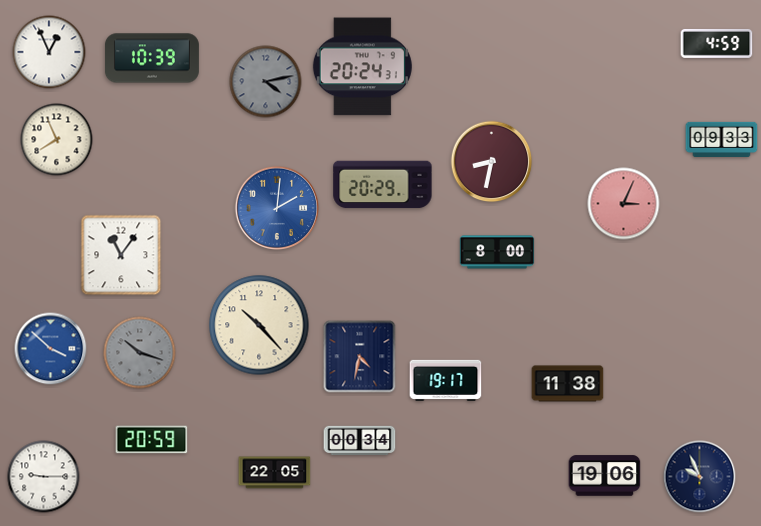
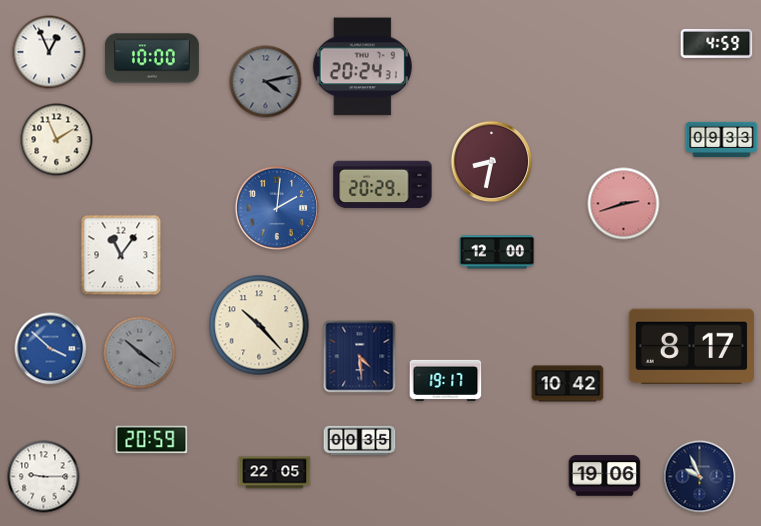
clock at (152, 58): 10:39 -> 10:00
clock at (57, 140): 7:56 -> 1:56
clock at (624, 204): 3:04 -> 2:42
clock at (497, 252): 8:00 -> 12:00
clock at (691, 347): none -> 8:17
clock at (140, 353): 10:18 -> 10:21
clock at (360, 357): 4:32 -> 4:29
clock at (568, 384): 11:38 -> 10:42
clock at (360, 441): 00:34 -> 00:35
